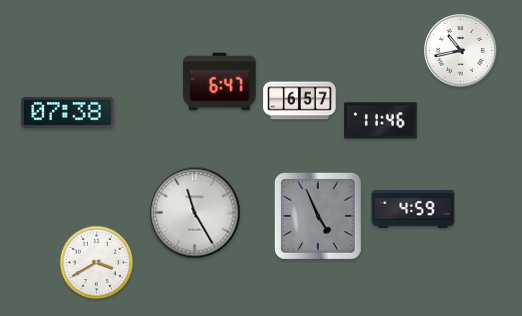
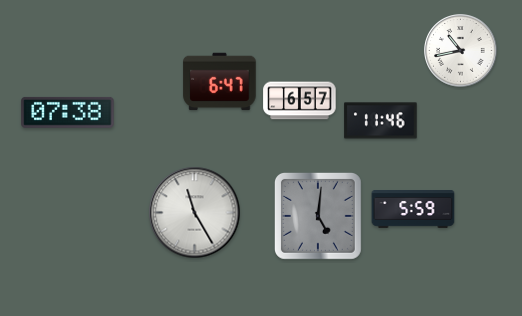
clock at (413, 210): 4:59 -> 5:59
clock at (318, 216): 4:56 -> 5:01
clock at (96, 262): 3:40 -> none
